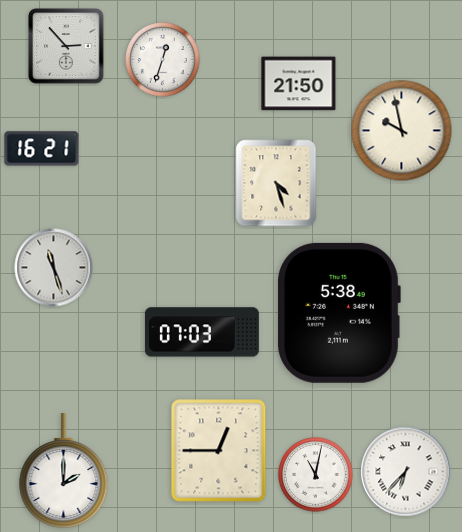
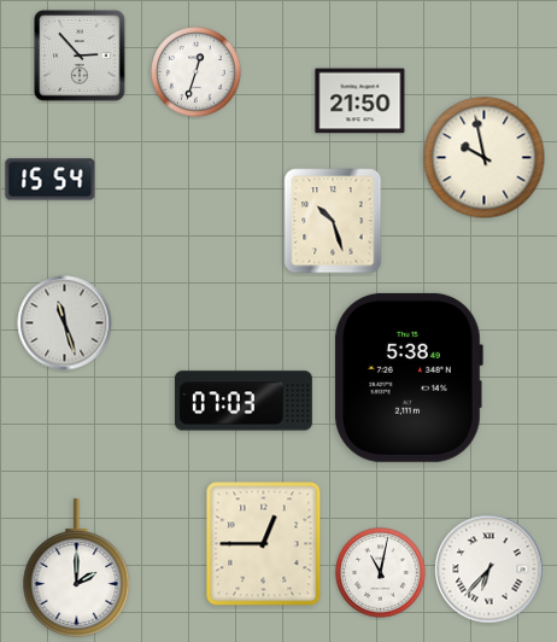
clock at (42, 149): 16:21 -> 15:54
clock at (276, 183): 4:27 -> 10:27
